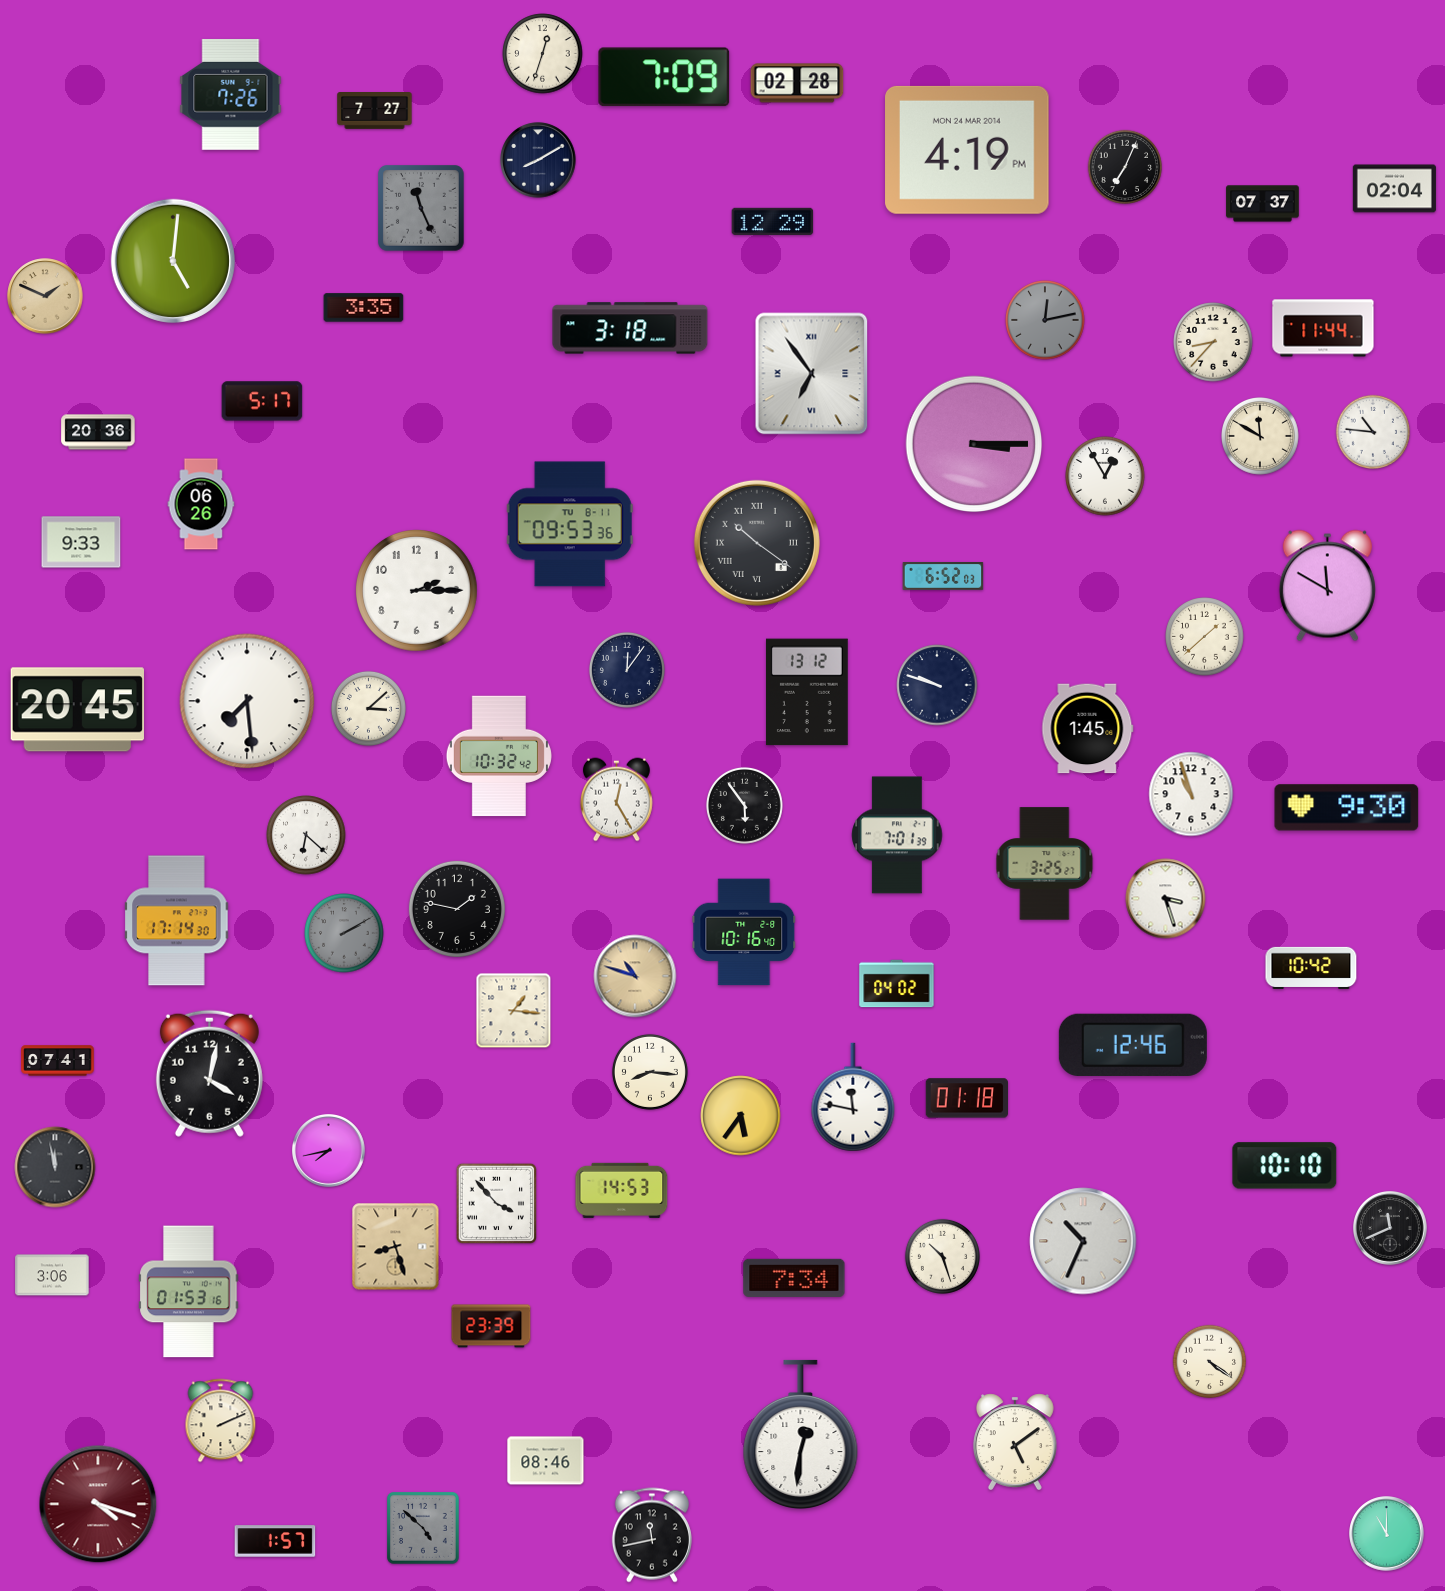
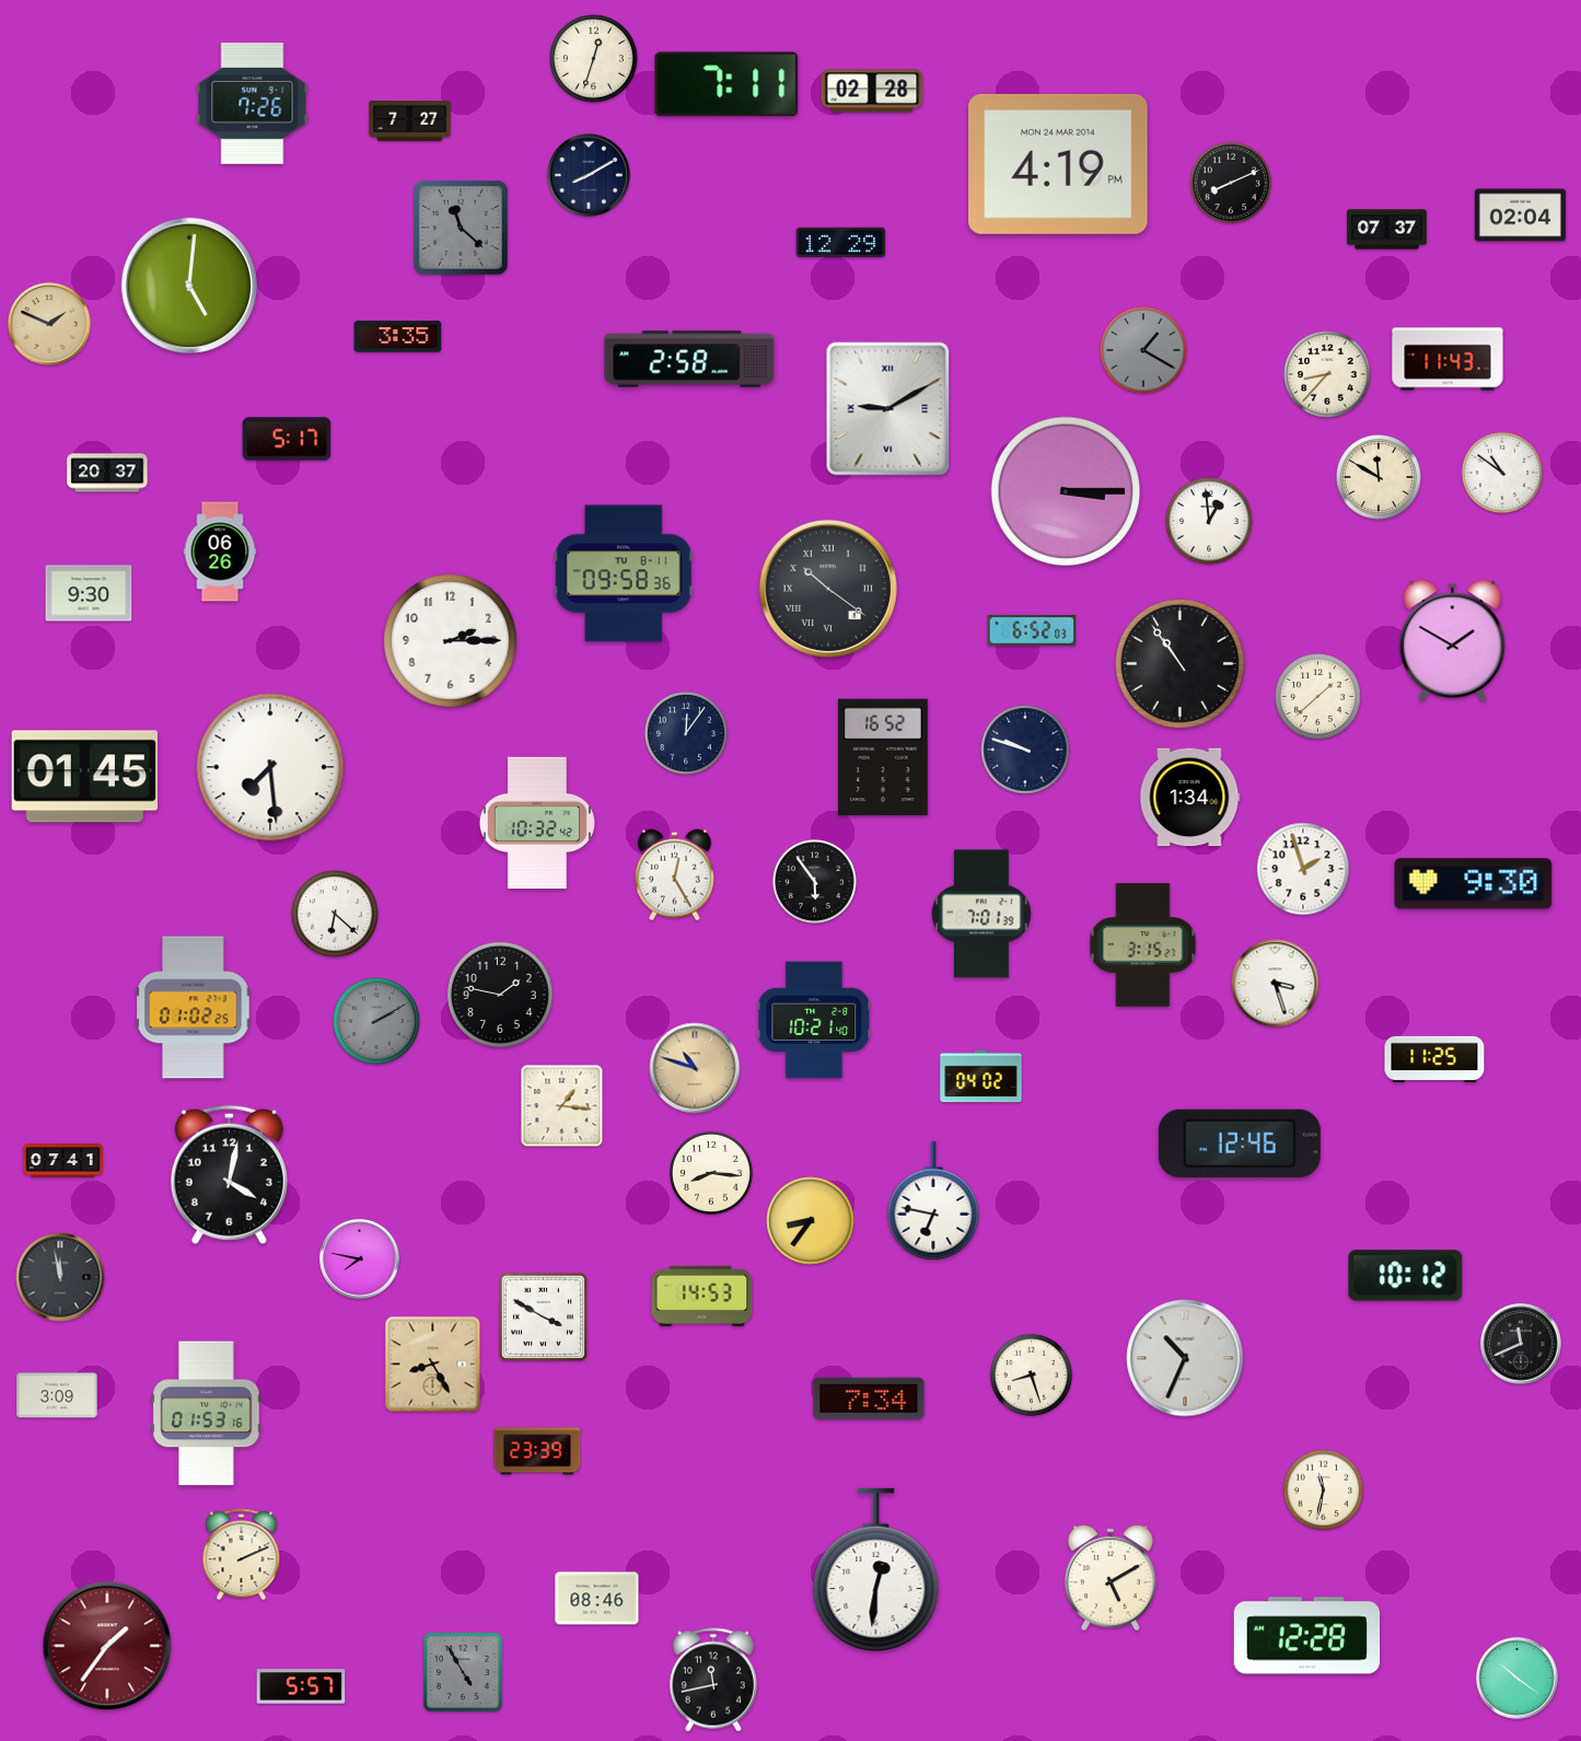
clock at (664, 77): 7:09 -> 7:11
clock at (1124, 166): 7:04 -> 8:11
clock at (1394, 189) position: (1394, 189) -> (1520, 216)
clock at (1263, 204) position: (1263, 204) -> (1387, 230)
clock at (421, 208): 11:26 -> 11:22
clock at (773, 221) position: (773, 221) -> (841, 242)
clock at (1045, 320): 12:13 -> 1:20
clock at (630, 328): 3:18 -> 2:58
clock at (1323, 328): 11:44 -> 11:43
clock at (812, 374): 6:54 -> 9:10
clock at (1372, 431): 10:46 -> 10:51
clock at (98, 432): 20:36 -> 20:37
clock at (974, 444) position: (974, 444) -> (1066, 491)
clock at (1105, 476): 12:55 -> 12:59
clock at (570, 524): 09:53 -> 09:58
clock at (81, 542): 9:33 -> 9:30
clock at (757, 543) position: (757, 543) -> (828, 589)
clock at (1327, 586): 11:50 -> 1:50
clock at (417, 591) position: (417, 591) -> (451, 641)
clock at (1179, 663): none -> 10:54
clock at (807, 692): 13:12 -> 16:52
clock at (368, 708): 3:08 -> none
clock at (77, 710): 20:45 -> 01:45
clock at (1088, 729): 1:45 -> 1:34
clock at (499, 756) position: (499, 756) -> (537, 823)
clock at (1191, 794): 10:57 -> 1:57
clock at (1045, 864): 3:25 -> 3:15
clock at (177, 921): 17:14 -> 01:02
clock at (744, 932): 10:16 -> 10:21
clock at (1311, 968): 10:42 -> 11:25
clock at (853, 1097): 11:47 -> 6:47
clock at (966, 1098): 01:18 -> none
clock at (741, 1116): 5:36 -> 8:36
clock at (329, 1151): 7:43 -> 7:47
clock at (1285, 1166): 10:10 -> 10:12
clock at (622, 1190) position: (622, 1190) -> (702, 1296)
clock at (496, 1203): 3:53 -> 3:50
clock at (396, 1247): 8:27 -> 8:25
clock at (942, 1256): 10:27 -> 8:27
clock at (52, 1275): 3:06 -> 3:09
clock at (1210, 1362): 4:21 -> 11:32
clock at (1015, 1441): 5:09 -> 5:10
clock at (1307, 1636): none -> 12:28
clock at (98, 1504): 4:18 -> 1:36
clock at (424, 1529): 4:52 -> 4:55
clock at (1387, 1534): 11:00 -> 10:21
clock at (275, 1541): 1:57 -> 5:57
